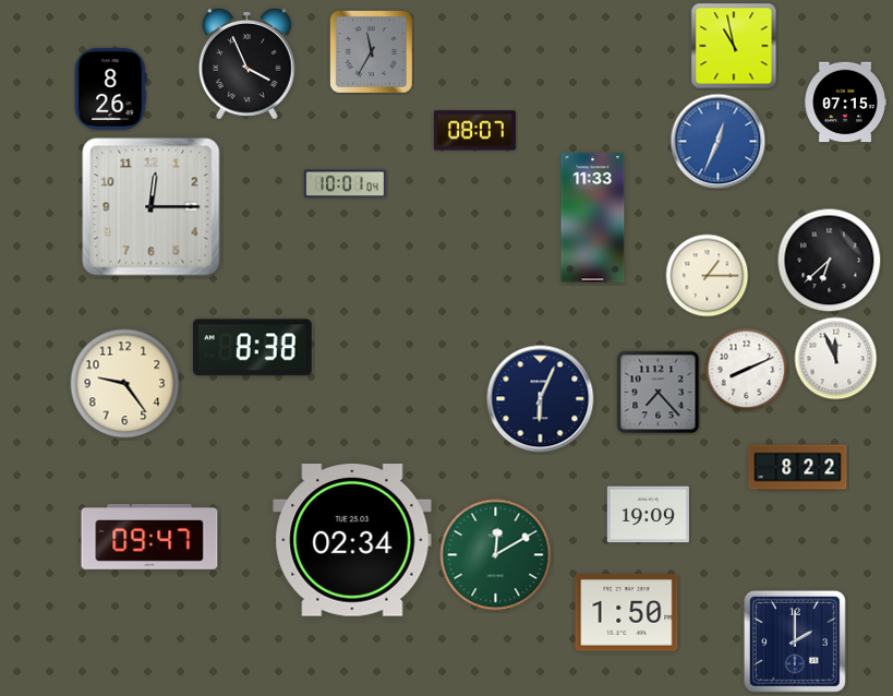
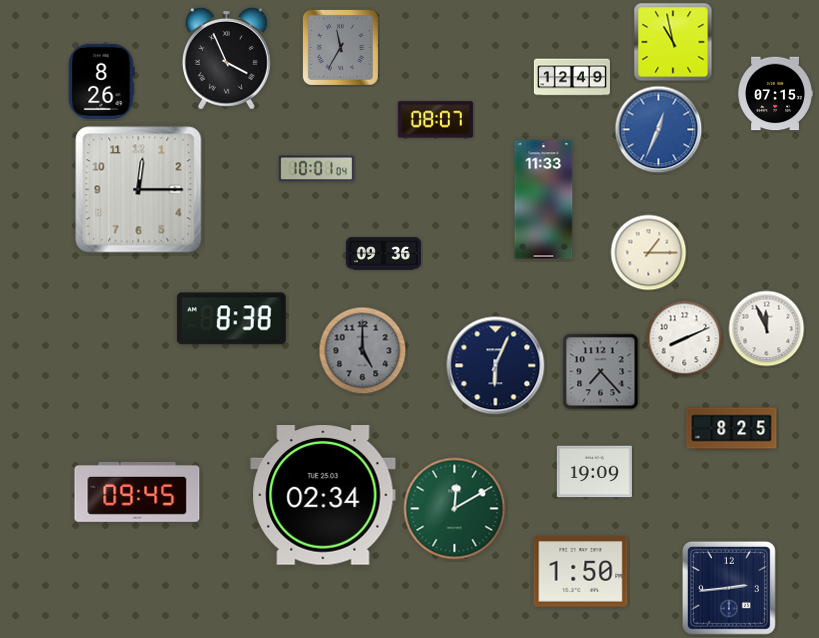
clock at (572, 77): none -> 12:49
clock at (830, 261): 6:38 -> none
clock at (383, 254): none -> 09:36
clock at (363, 351): none -> 5:00
clock at (125, 384): 9:24 -> none
clock at (659, 393) position: (659, 393) -> (601, 372)
clock at (798, 468): 8:22 -> 8:25
clock at (149, 537): 09:47 -> 09:45
clock at (627, 613) position: (627, 613) -> (581, 572)
clock at (795, 641): 2:00 -> 2:44
